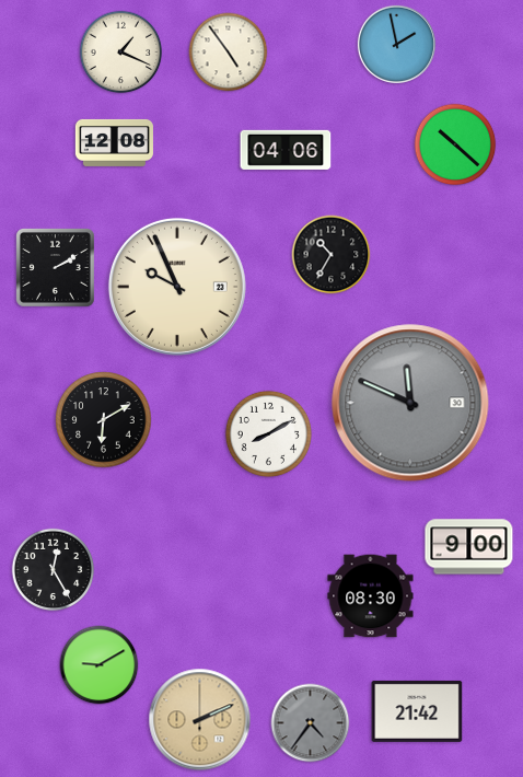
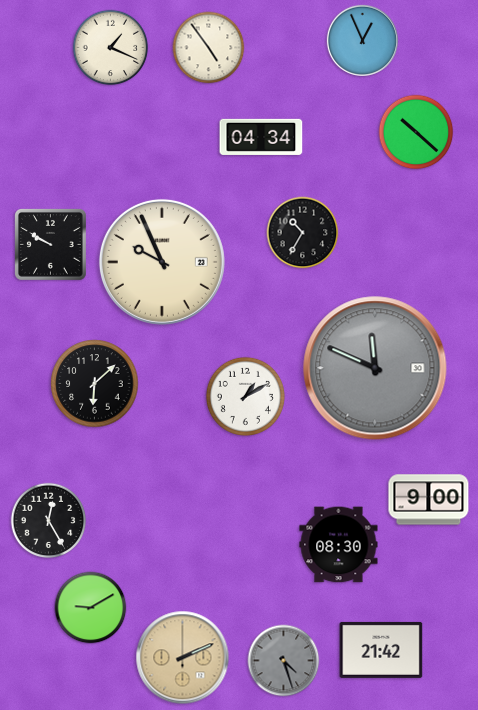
clock at (396, 44): 1:58 -> 12:56
clock at (114, 142): 12:08 -> none
clock at (286, 150): 04:06 -> 04:34
clock at (56, 268): 2:10 -> 9:50
clock at (104, 420): 6:10 -> 6:08
clock at (268, 433): 8:10 -> 1:10
clock at (311, 723): 4:36 -> 4:27
